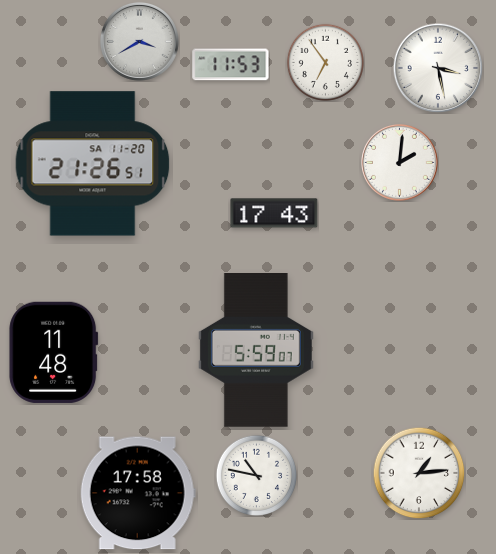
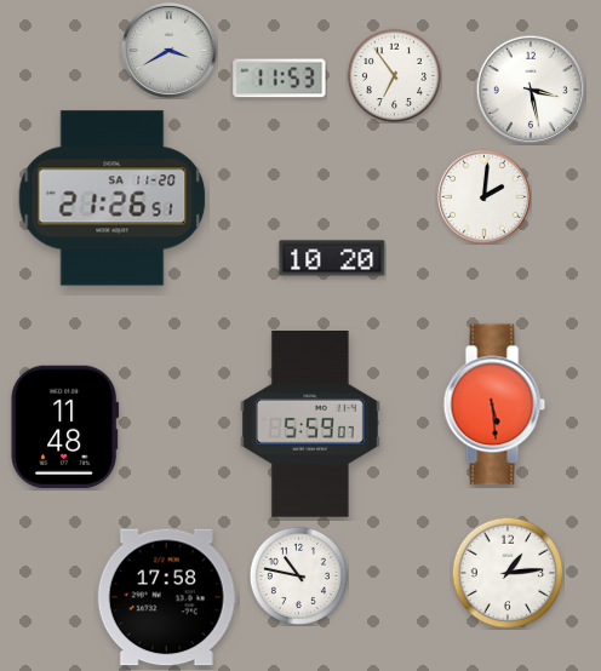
clock at (438, 68) position: (438, 68) -> (531, 90)
clock at (274, 213): 17:43 -> 10:20
clock at (494, 405): none -> 5:29
clock at (256, 475) position: (256, 475) -> (298, 575)
